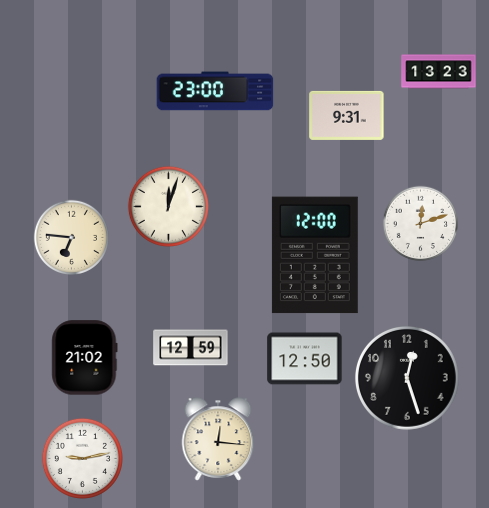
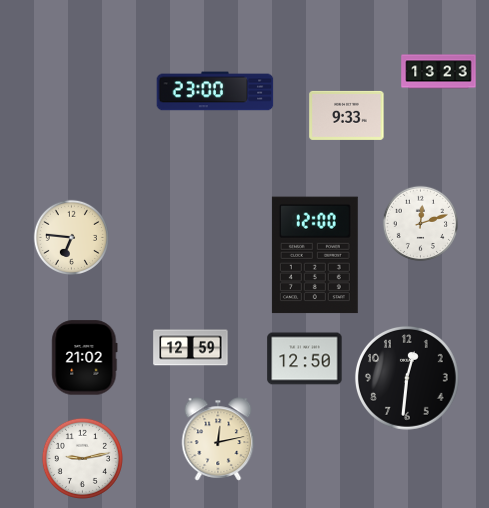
clock at (347, 115): 9:31 -> 9:33
clock at (168, 206): 12:03 -> none
clock at (407, 378): 12:27 -> 12:31
clock at (218, 439): 12:16 -> 12:13
